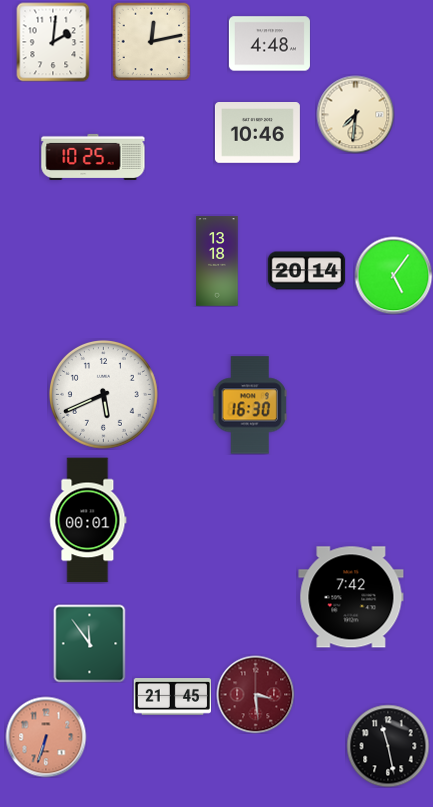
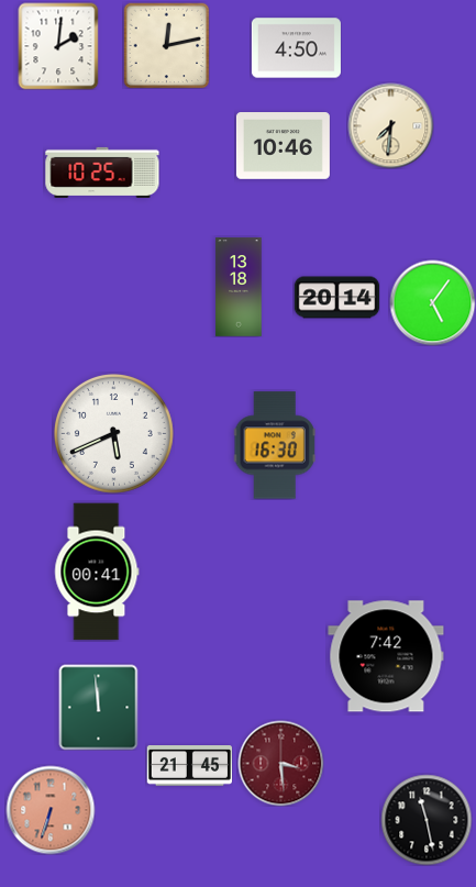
clock at (269, 44): 4:48 -> 4:50
clock at (88, 520): 00:01 -> 00:41
clock at (90, 643): 11:54 -> 11:59
